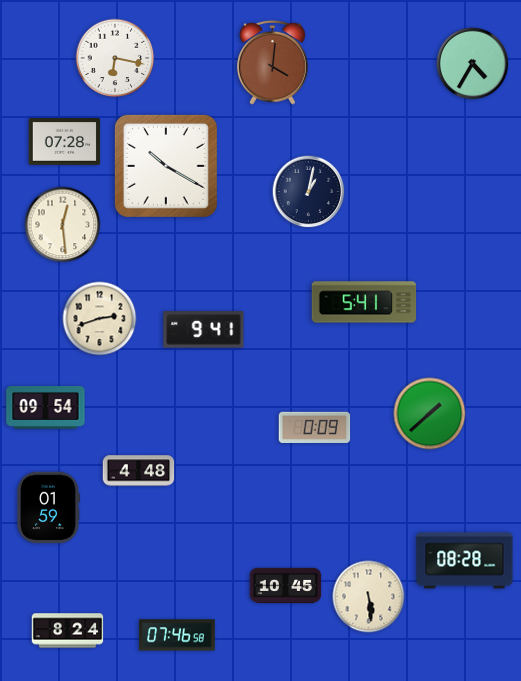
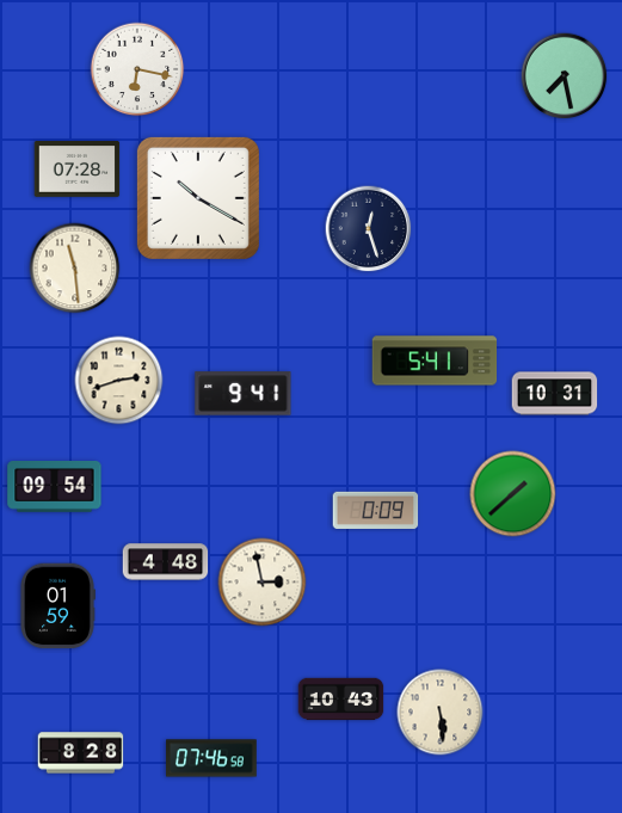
clock at (273, 62): 4:01 -> none
clock at (473, 64): 4:35 -> 7:28
clock at (309, 192): 1:02 -> 12:27
clock at (63, 225): 12:29 -> 11:29
clock at (555, 394): none -> 10:31
clock at (263, 583): none -> 2:58
clock at (465, 561): 08:28 -> none
clock at (286, 586): 10:45 -> 10:43
clock at (68, 631): 8:24 -> 8:28
